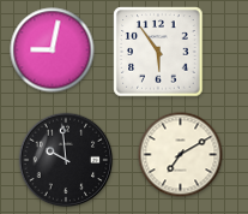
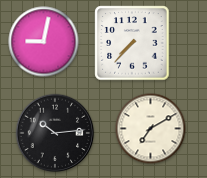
clock at (158, 52): 5:54 -> 7:37
clock at (66, 160): 9:59 -> 10:14
